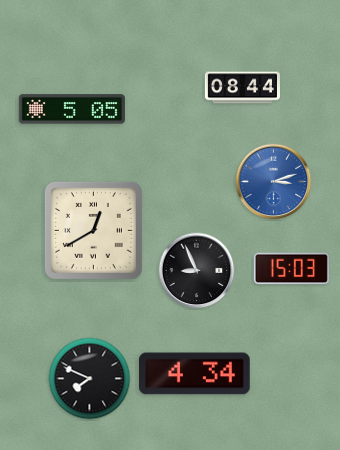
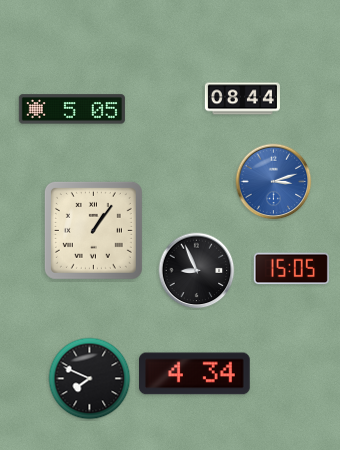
clock at (242, 88) position: (242, 88) -> (242, 99)
clock at (93, 230): 12:40 -> 1:06
clock at (291, 269): 15:03 -> 15:05
